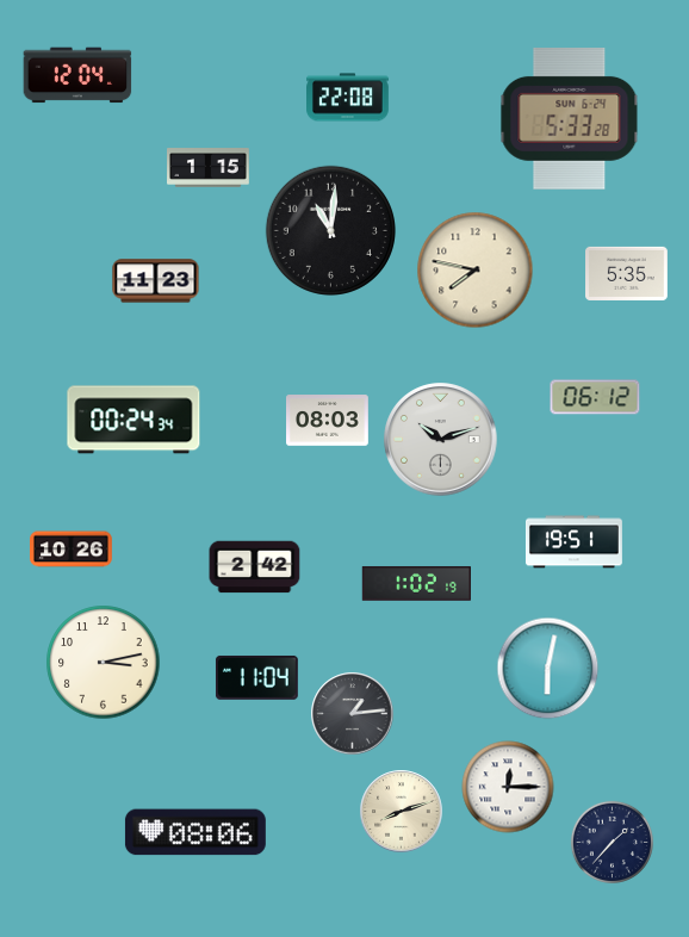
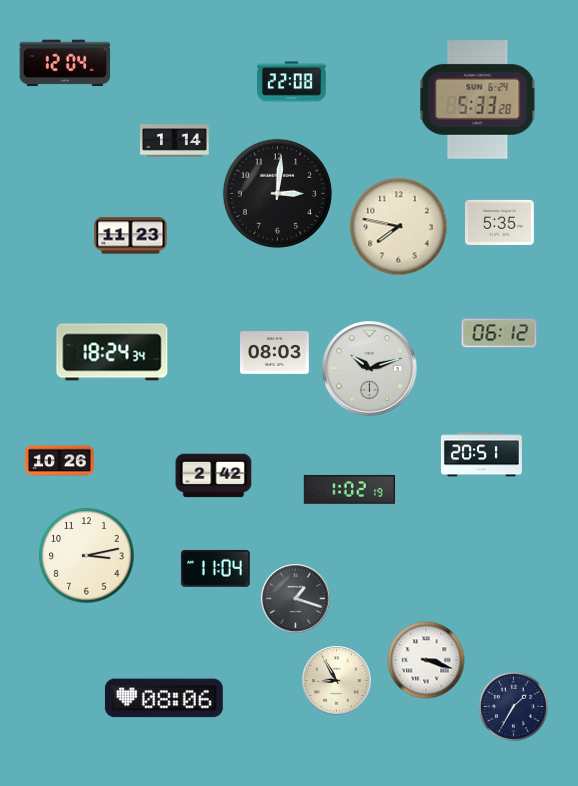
clock at (209, 168): 1:15 -> 1:14
clock at (330, 230): 11:01 -> 3:01
clock at (627, 273) position: (627, 273) -> (500, 222)
clock at (134, 420): 00:24 -> 18:24
clock at (573, 542): 19:51 -> 20:51
clock at (548, 669): 6:02 -> none
clock at (353, 714): 1:14 -> 1:18
clock at (508, 787): 12:15 -> 3:18
clock at (402, 812): 8:12 -> 8:55
clock at (612, 842): 1:37 -> 1:35
